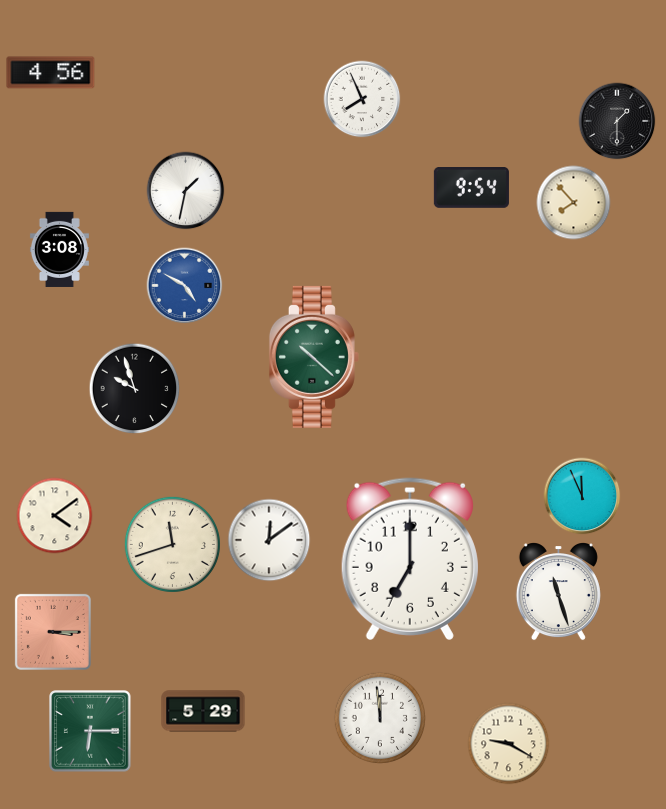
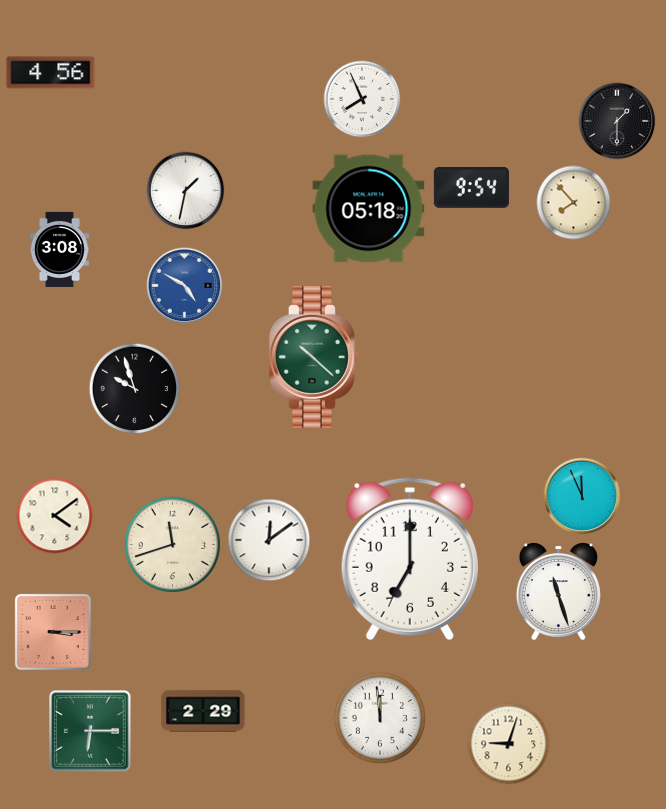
clock at (369, 209): none -> 05:18
clock at (203, 711): 5:29 -> 2:29
clock at (509, 744): 9:20 -> 9:03
